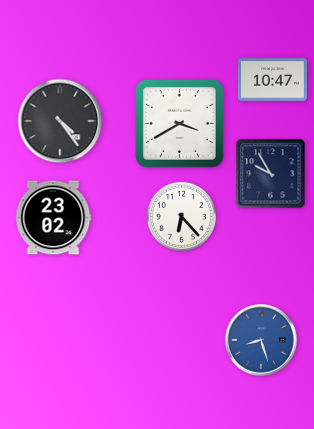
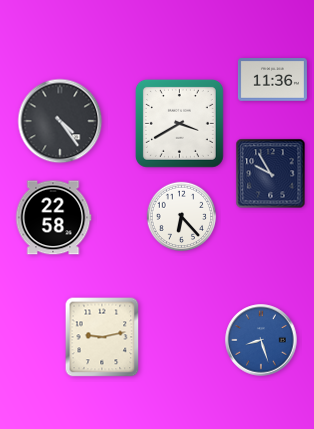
clock at (272, 80): 10:47 -> 11:36
clock at (53, 218): 23:02 -> 22:58
clock at (102, 337): none -> 9:13
